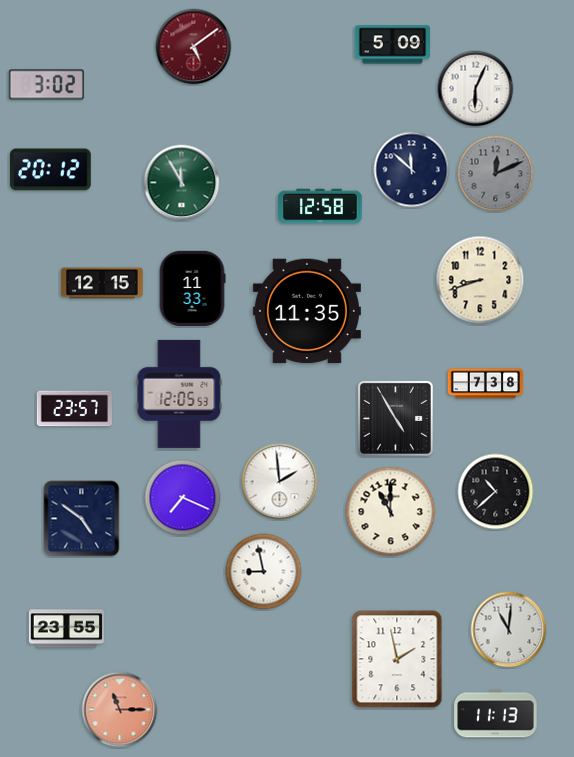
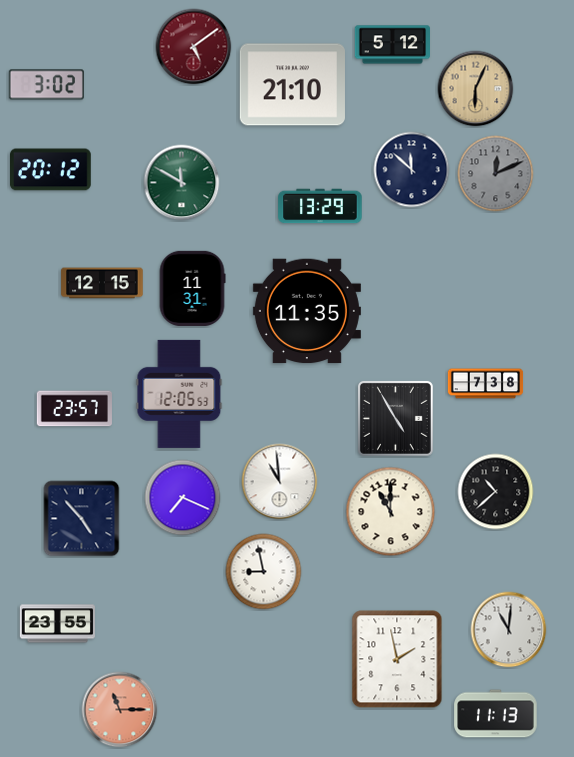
clock at (392, 45): 5:09 -> 5:12
clock at (292, 85): none -> 21:10
clock at (476, 89) dial: white -> champagne
clock at (182, 183): 11:55 -> 11:50
clock at (320, 206): 12:58 -> 13:29
clock at (480, 280): 8:42 -> none
clock at (192, 288): 11:33 -> 11:31
clock at (280, 482): 1:59 -> 10:59
clock at (82, 519): 4:51 -> 4:53
clock at (66, 629) position: (66, 629) -> (57, 624)
